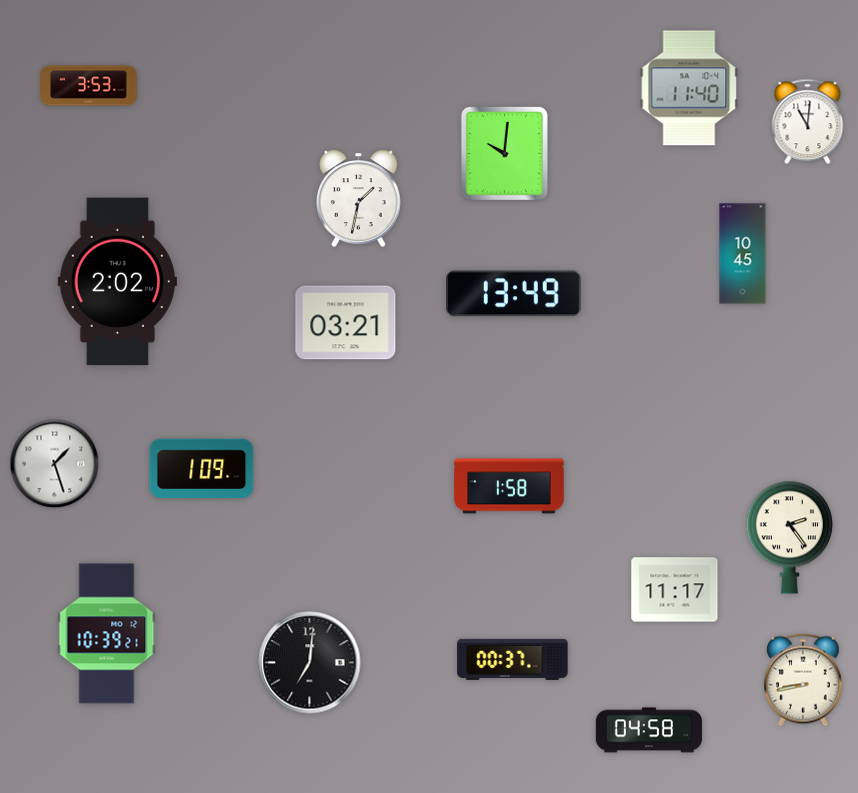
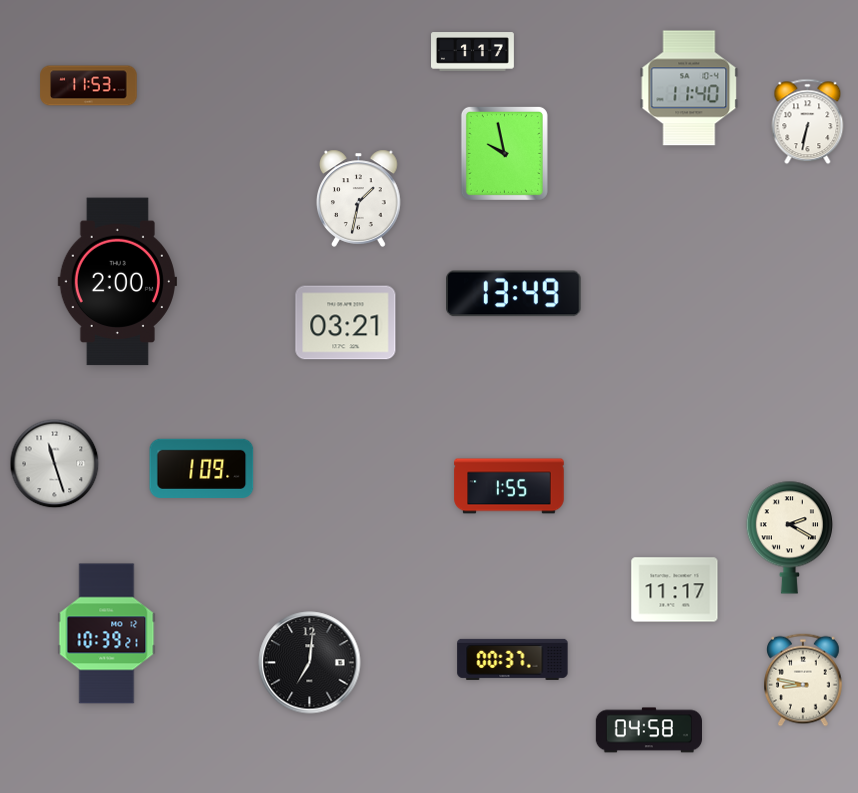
clock at (473, 52): none -> 1:17
clock at (89, 86): 3:53 -> 11:53
clock at (808, 122): 11:01 -> 6:32
clock at (504, 153): 10:01 -> 9:58
clock at (743, 254): 10:45 -> none
clock at (117, 282): 2:02 -> 2:00
clock at (55, 464): 1:27 -> 11:27
clock at (509, 486): 1:58 -> 1:55
clock at (789, 537): 2:24 -> 2:20
clock at (804, 680): 8:43 -> 8:47
